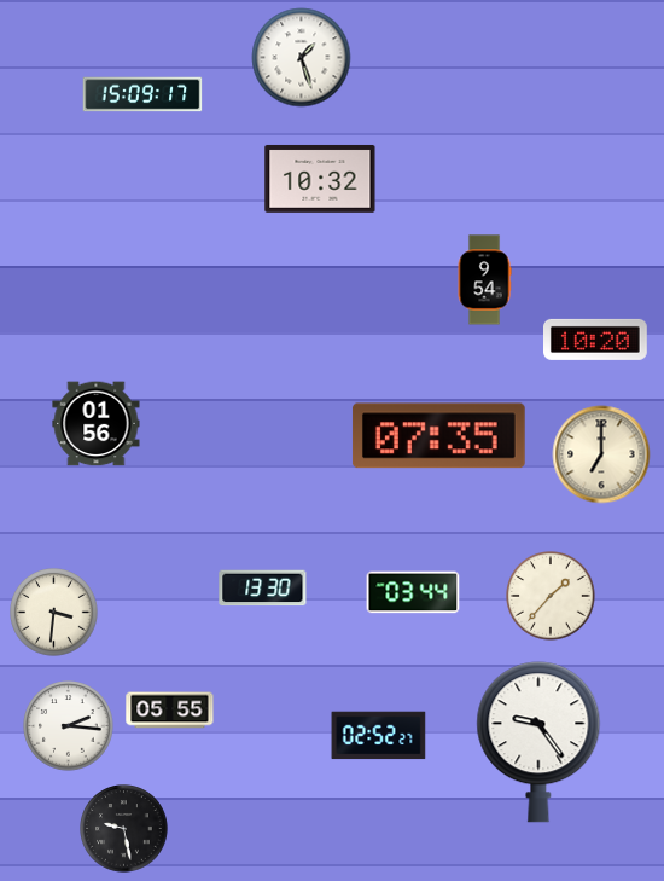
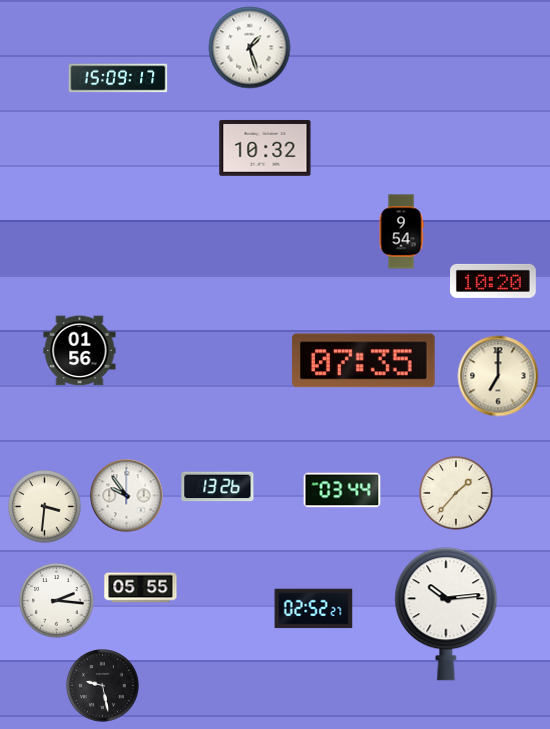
clock at (263, 589): 13:30 -> 13:26
clock at (127, 496): none -> 9:54
clock at (538, 742): 9:24 -> 10:14
